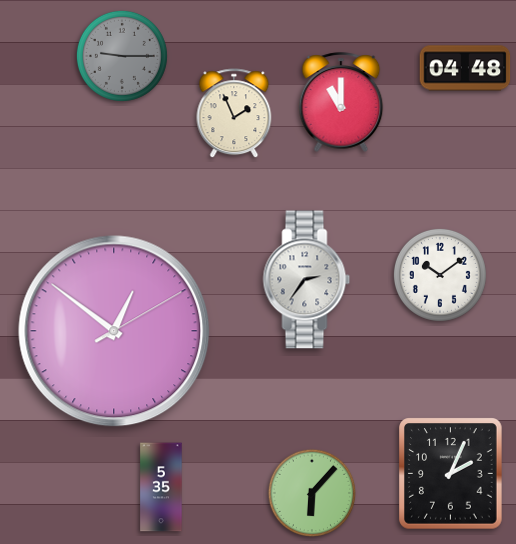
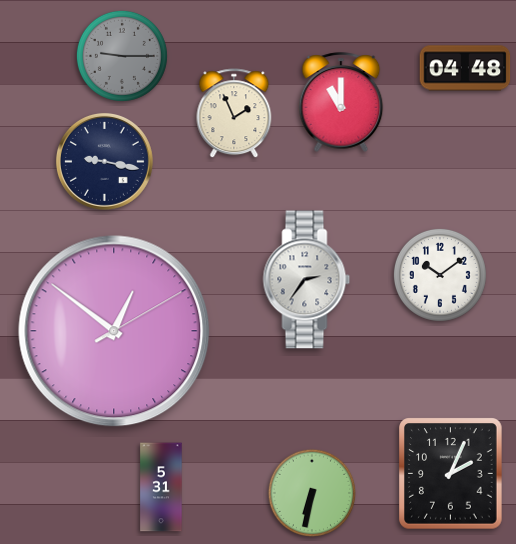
clock at (104, 161): none -> 9:17
clock at (161, 487): 5:35 -> 5:31
clock at (311, 492): 6:07 -> 6:32
